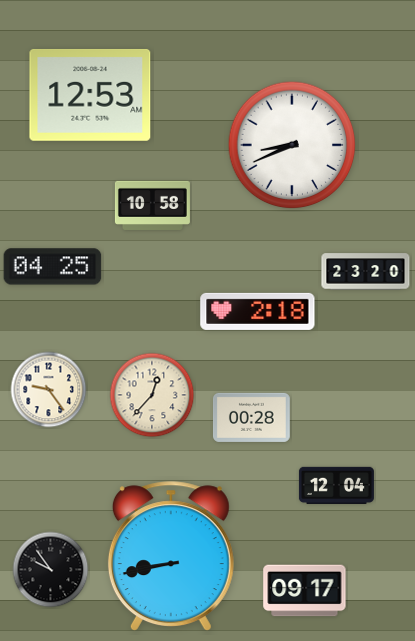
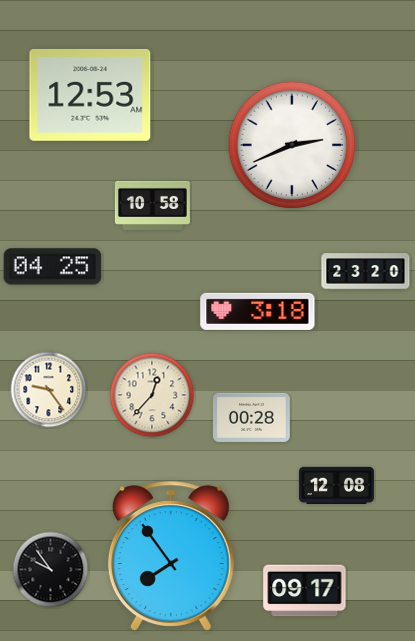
clock at (292, 145): 8:41 -> 2:41
clock at (258, 311): 2:18 -> 3:18
clock at (336, 485): 12:04 -> 12:08
clock at (171, 556): 8:43 -> 7:54
